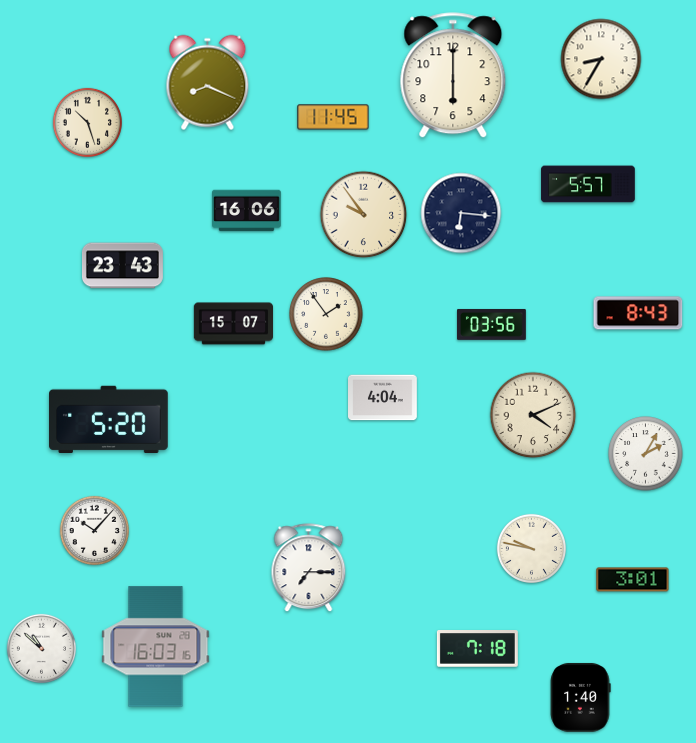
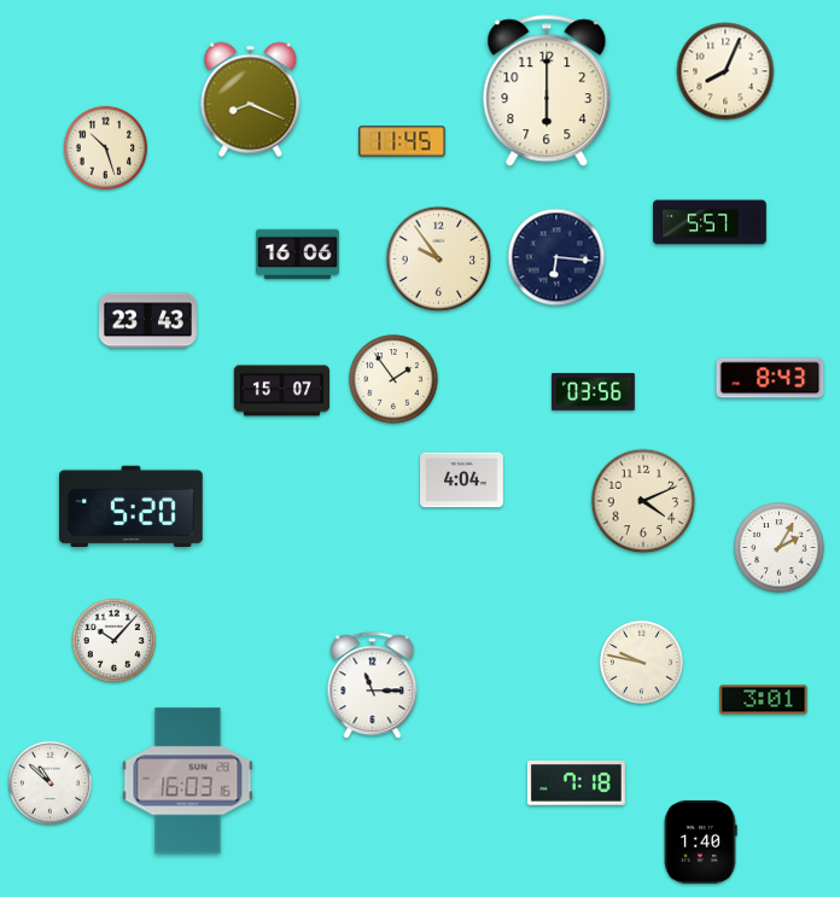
clock at (601, 59): 8:35 -> 8:04
clock at (309, 568): 7:15 -> 11:15
